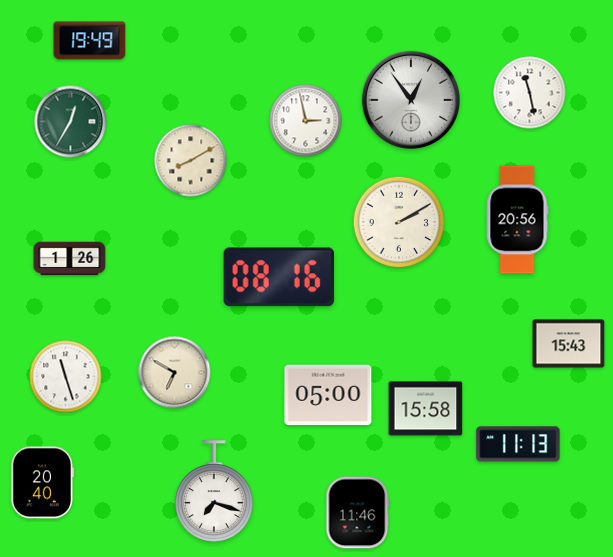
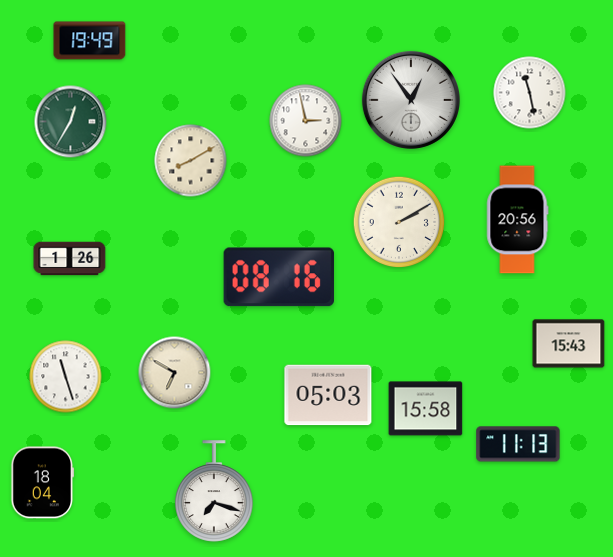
clock at (328, 395): 05:00 -> 05:03
clock at (43, 483): 20:40 -> 18:04
clock at (358, 513): 11:46 -> none
